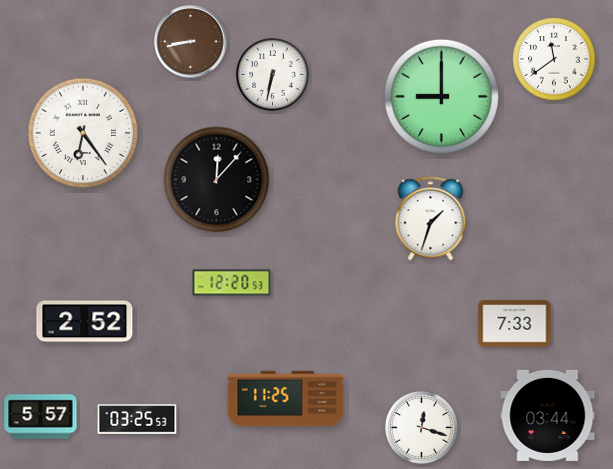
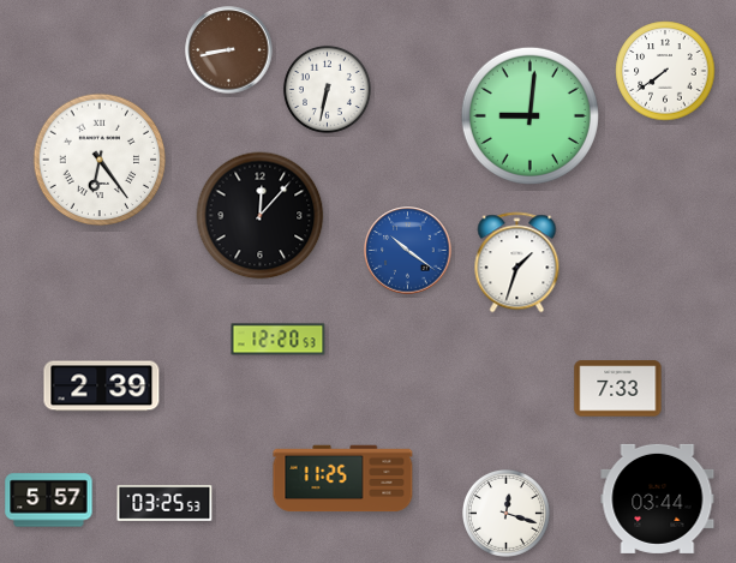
clock at (554, 59): 11:39 -> 7:39
clock at (441, 96): 9:00 -> 9:01
clock at (408, 251): none -> 10:21
clock at (85, 322): 2:52 -> 2:39
